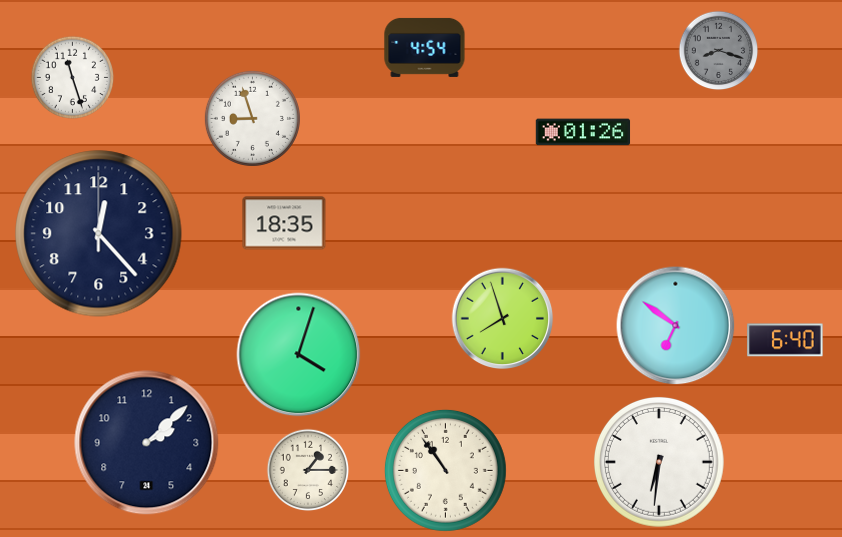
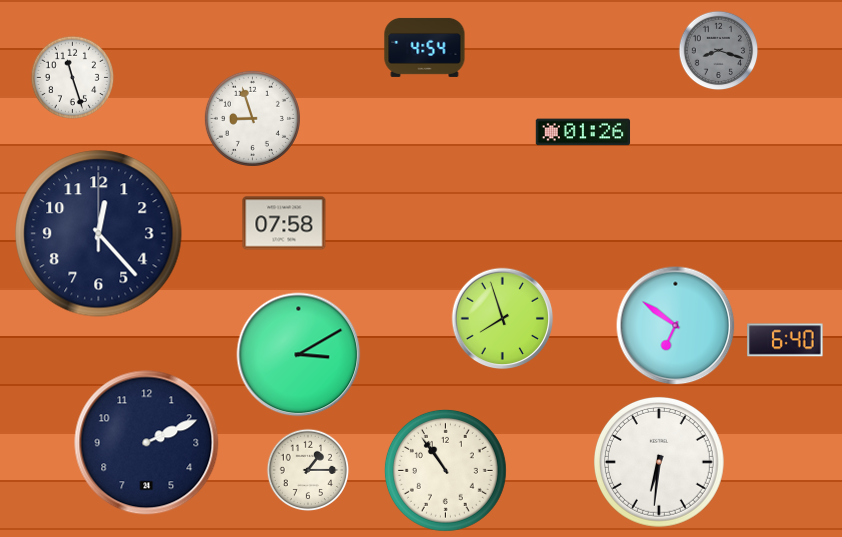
clock at (284, 223): 18:35 -> 07:58
clock at (299, 355): 4:03 -> 3:10
clock at (147, 443): 2:08 -> 2:11
